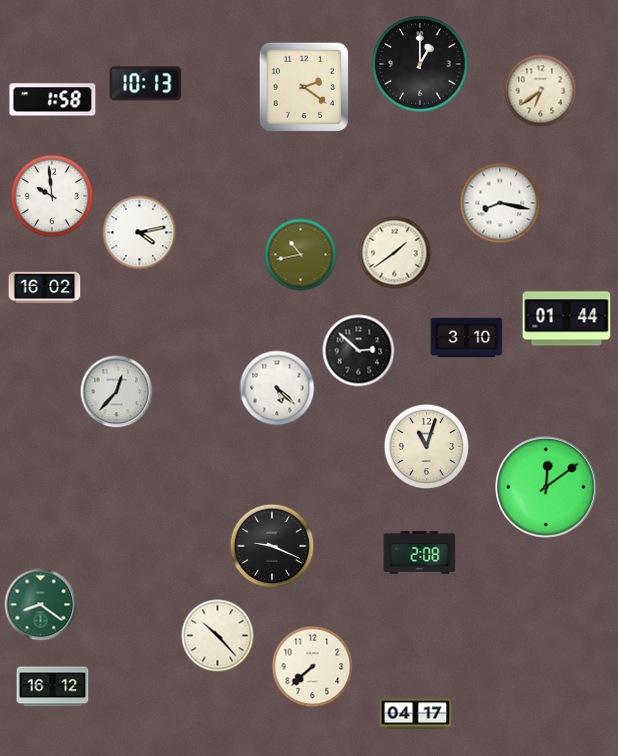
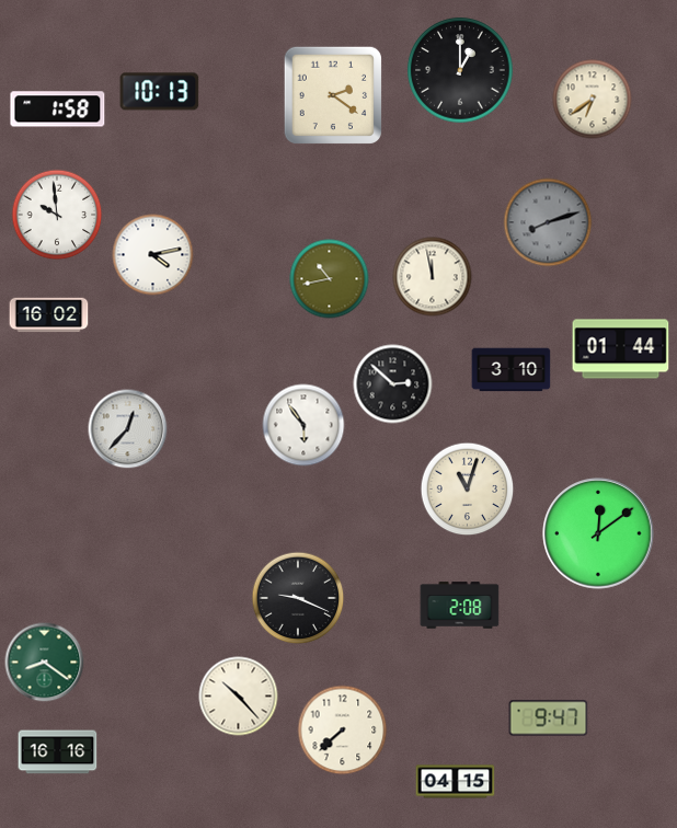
clock at (500, 203): 8:17 -> 8:12
clock at (500, 203) dial: white -> grey
clock at (395, 253): 1:39 -> 11:58
clock at (277, 388): 5:22 -> 5:54
clock at (549, 718): none -> 9:47
clock at (53, 687): 16:12 -> 16:16
clock at (416, 714): 04:17 -> 04:15
